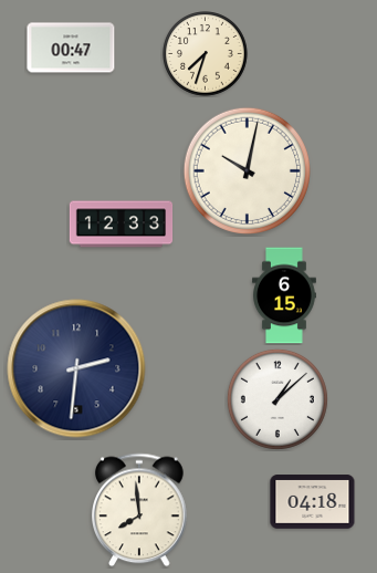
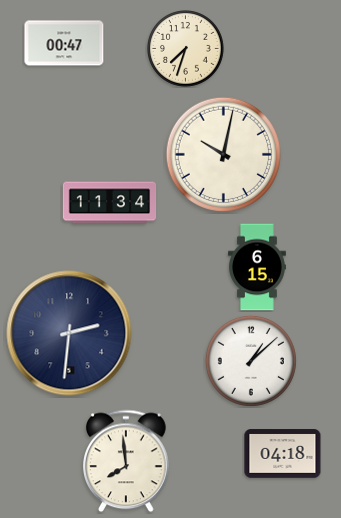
clock at (122, 225): 12:33 -> 11:34
